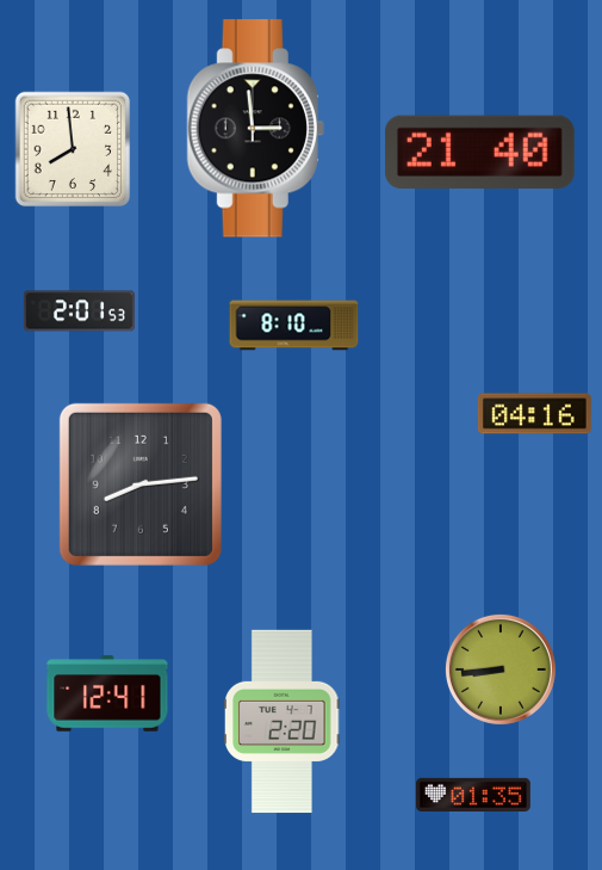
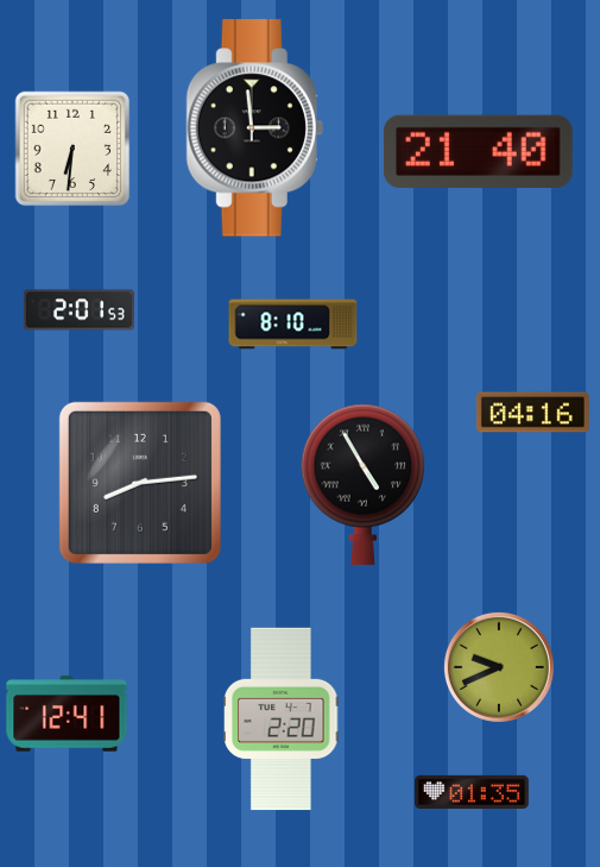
clock at (73, 149): 7:59 -> 6:31
clock at (362, 484): none -> 4:55
clock at (501, 670): 8:44 -> 9:41
clock at (107, 693) position: (107, 693) -> (67, 714)
